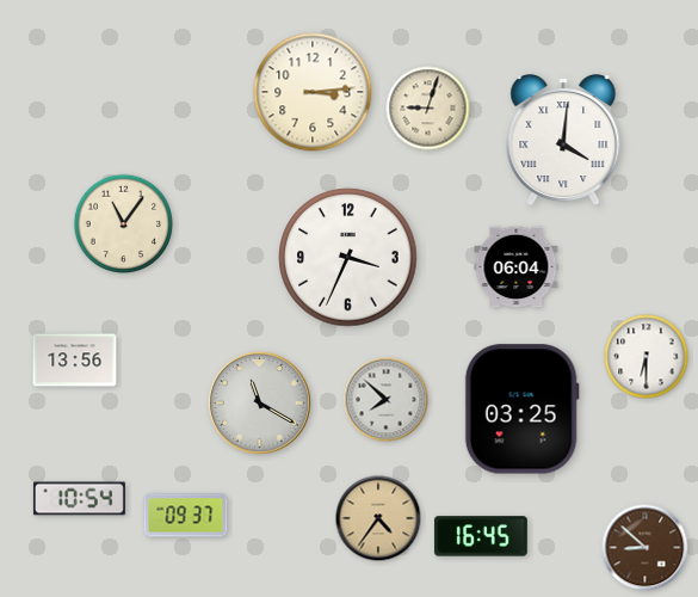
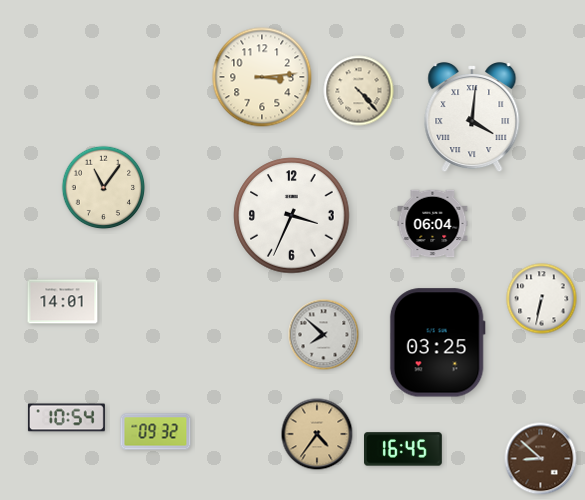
clock at (428, 109): 9:03 -> 4:23
clock at (647, 357): 6:30 -> 6:32
clock at (75, 361): 13:56 -> 14:01
clock at (259, 402): 11:20 -> none
clock at (186, 516): 09:37 -> 09:32
